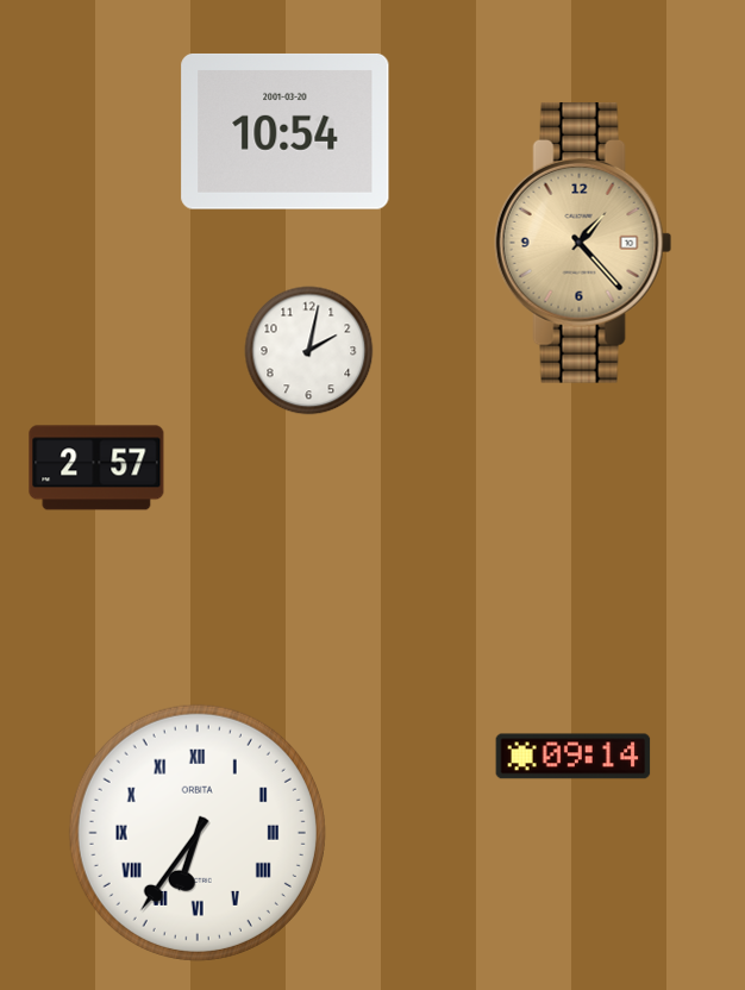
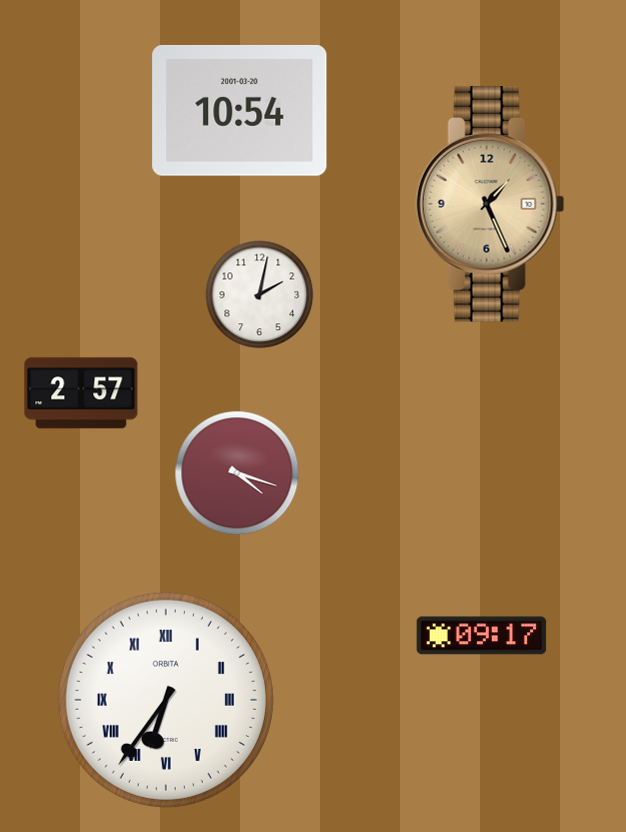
clock at (583, 243): 1:23 -> 1:26
clock at (237, 473): none -> 4:18
clock at (574, 757): 09:14 -> 09:17
